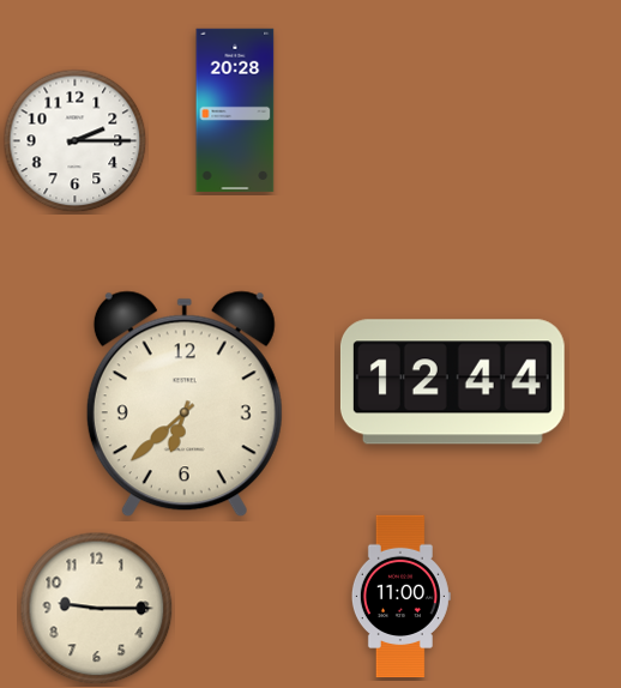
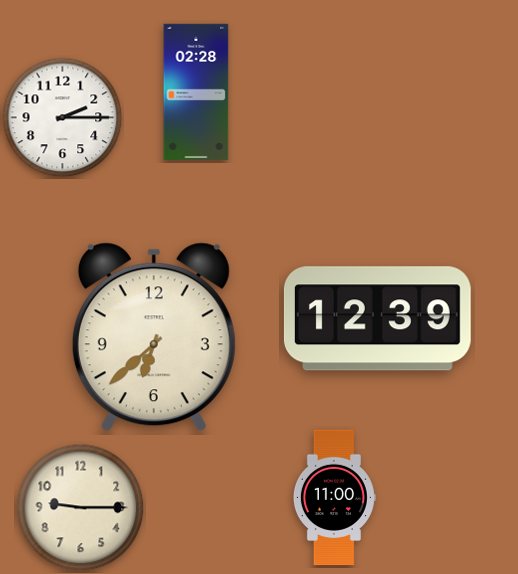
clock at (235, 110): 20:28 -> 02:28
clock at (452, 382): 12:44 -> 12:39
